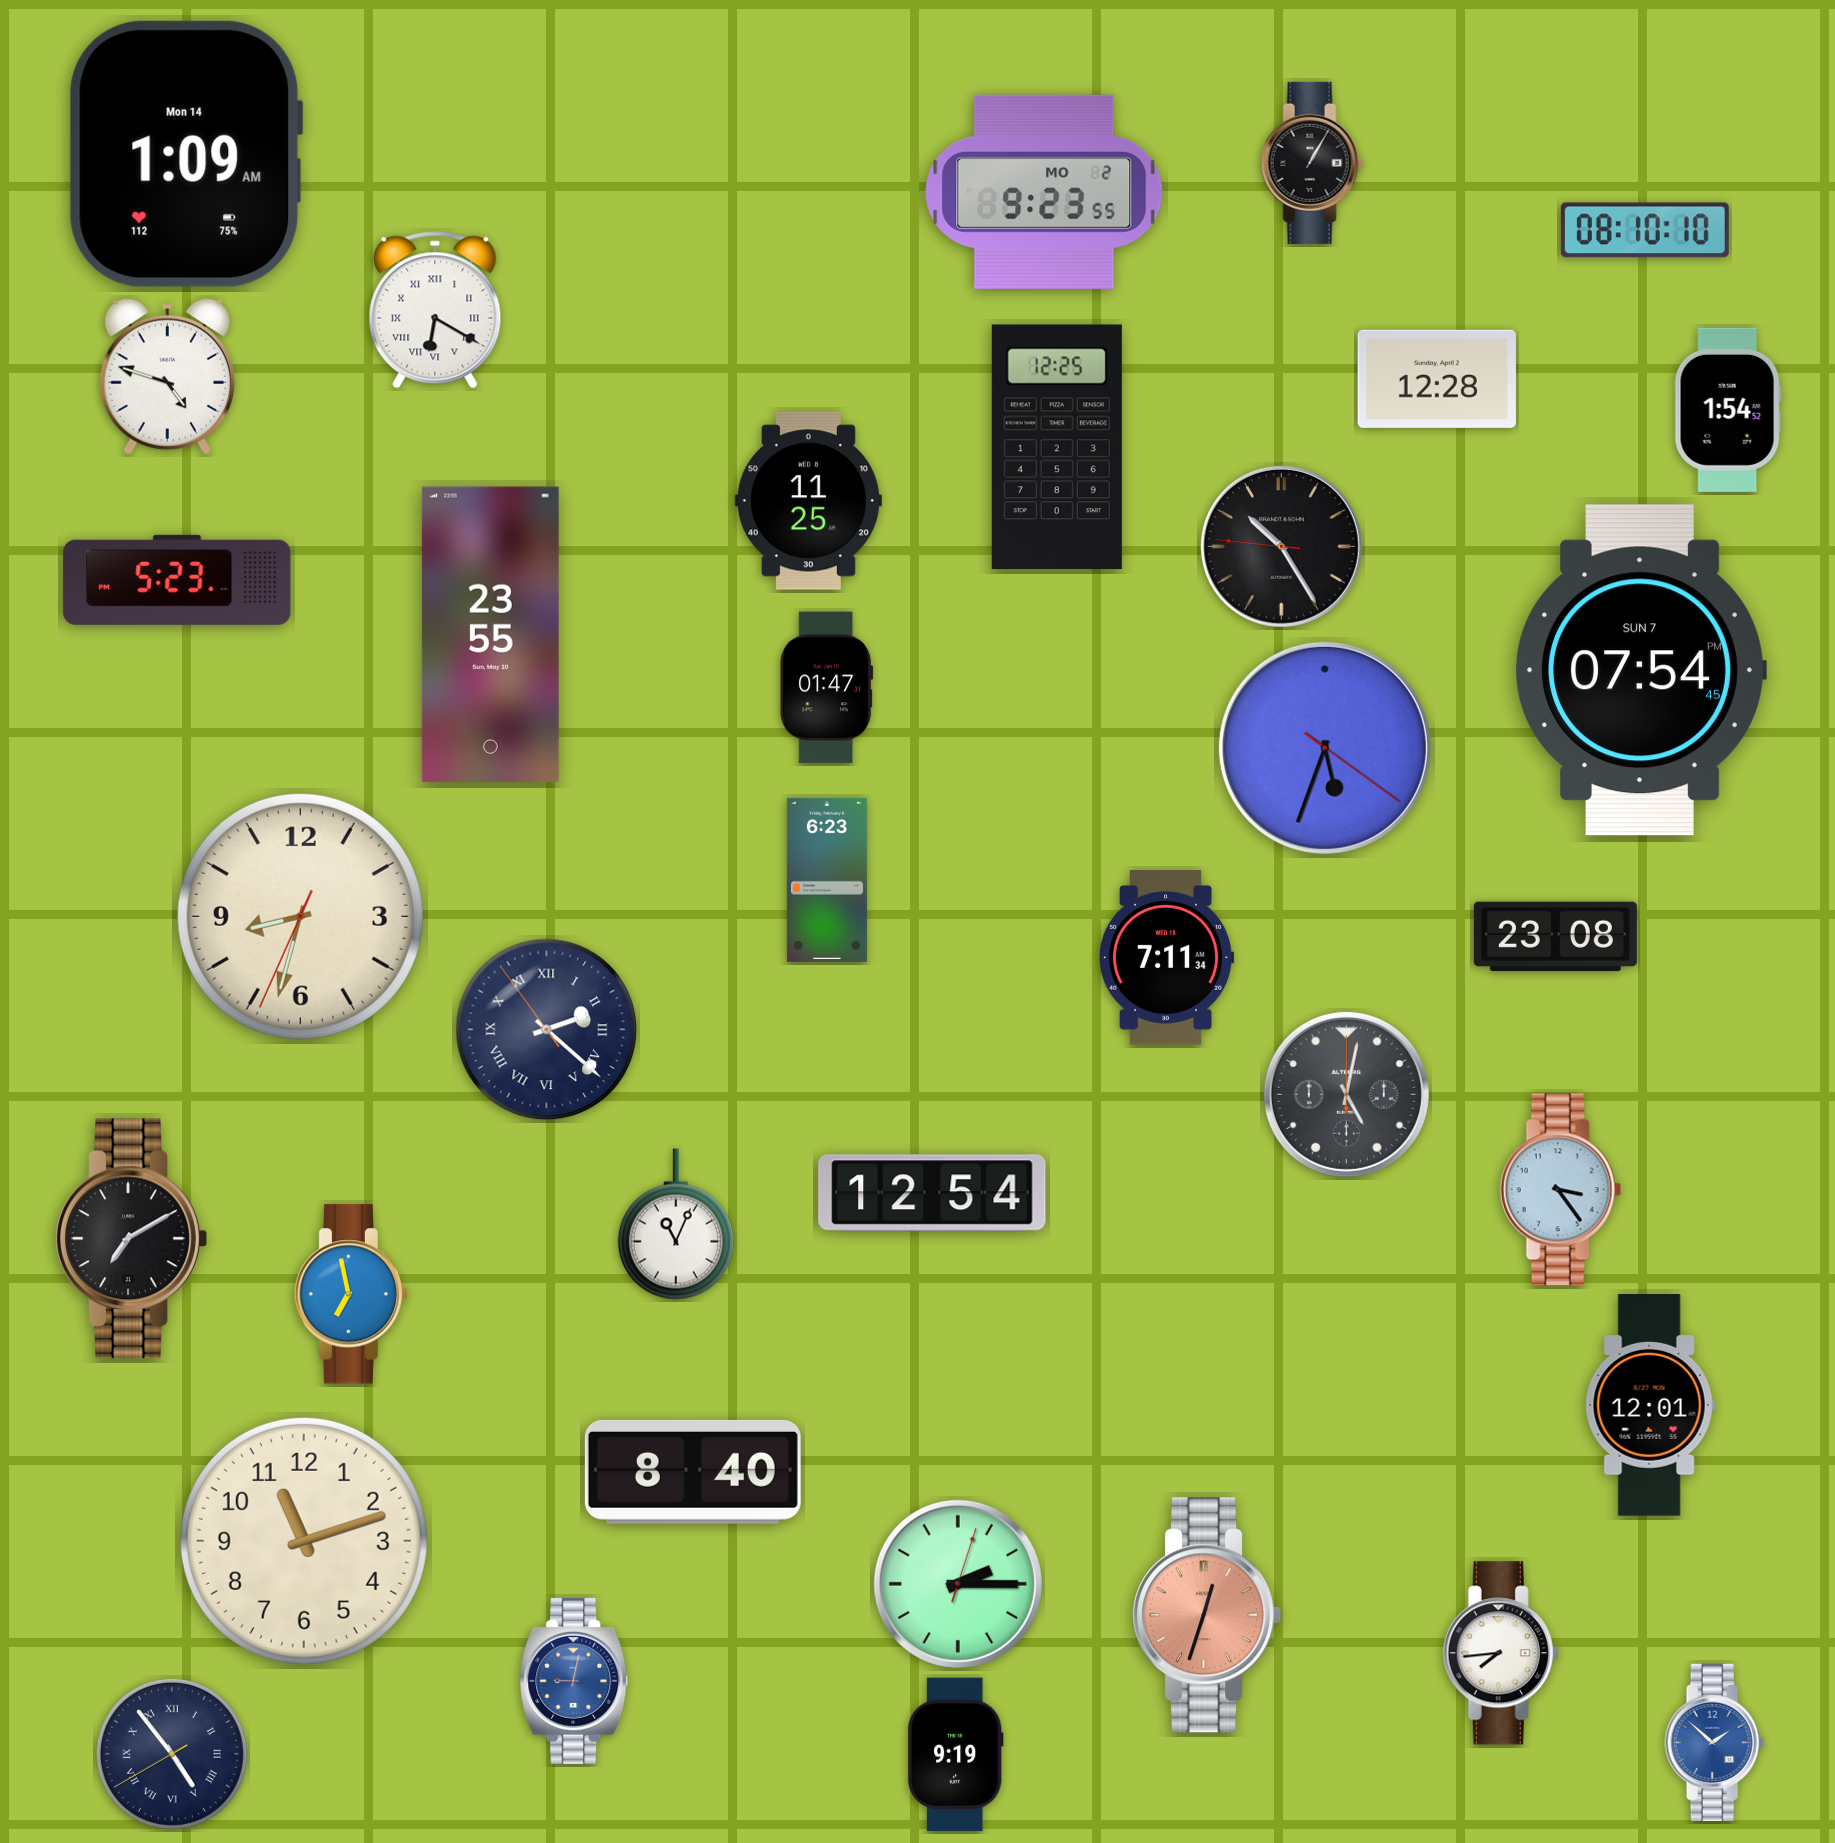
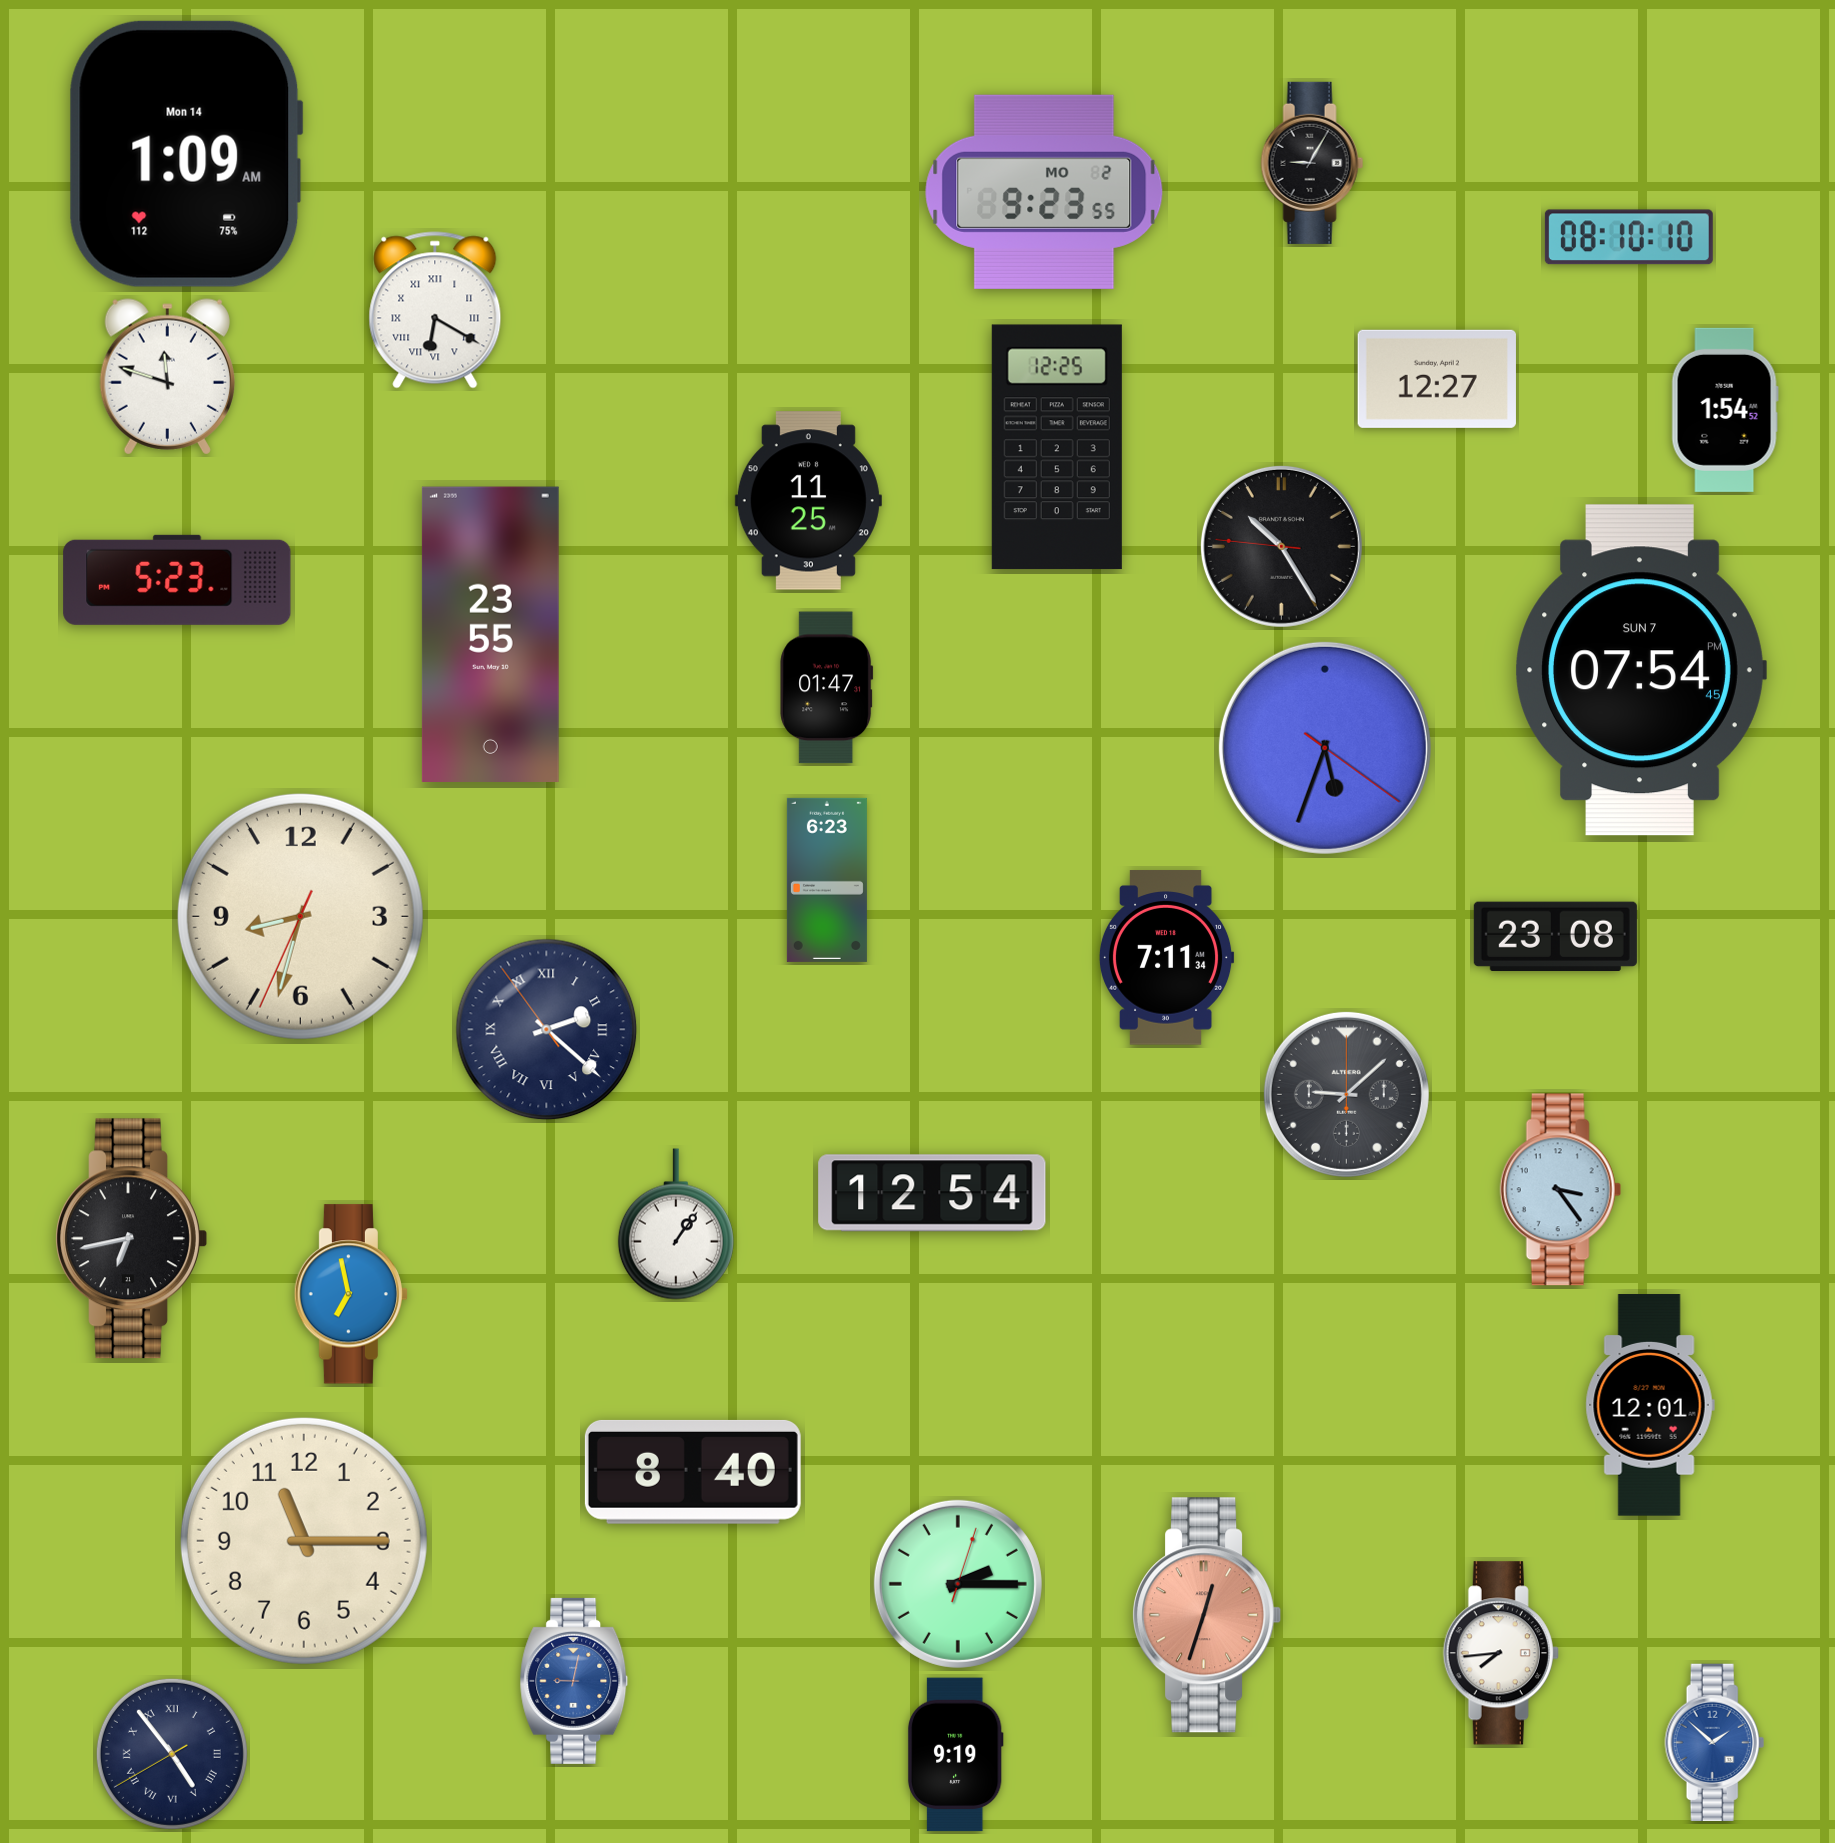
clock at (1312, 163): 1:05 -> 9:05
clock at (1645, 230) position: (1645, 230) -> (1629, 237)
clock at (167, 377): 4:48 -> 11:48
clock at (1437, 379): 12:28 -> 12:27
clock at (1728, 410) position: (1728, 410) -> (1725, 410)
clock at (1346, 1094): 5:02 -> 9:08
clock at (676, 1224): 11:04 -> 1:06
clock at (131, 1239): 7:10 -> 6:43
clock at (304, 1541): 11:12 -> 11:15
